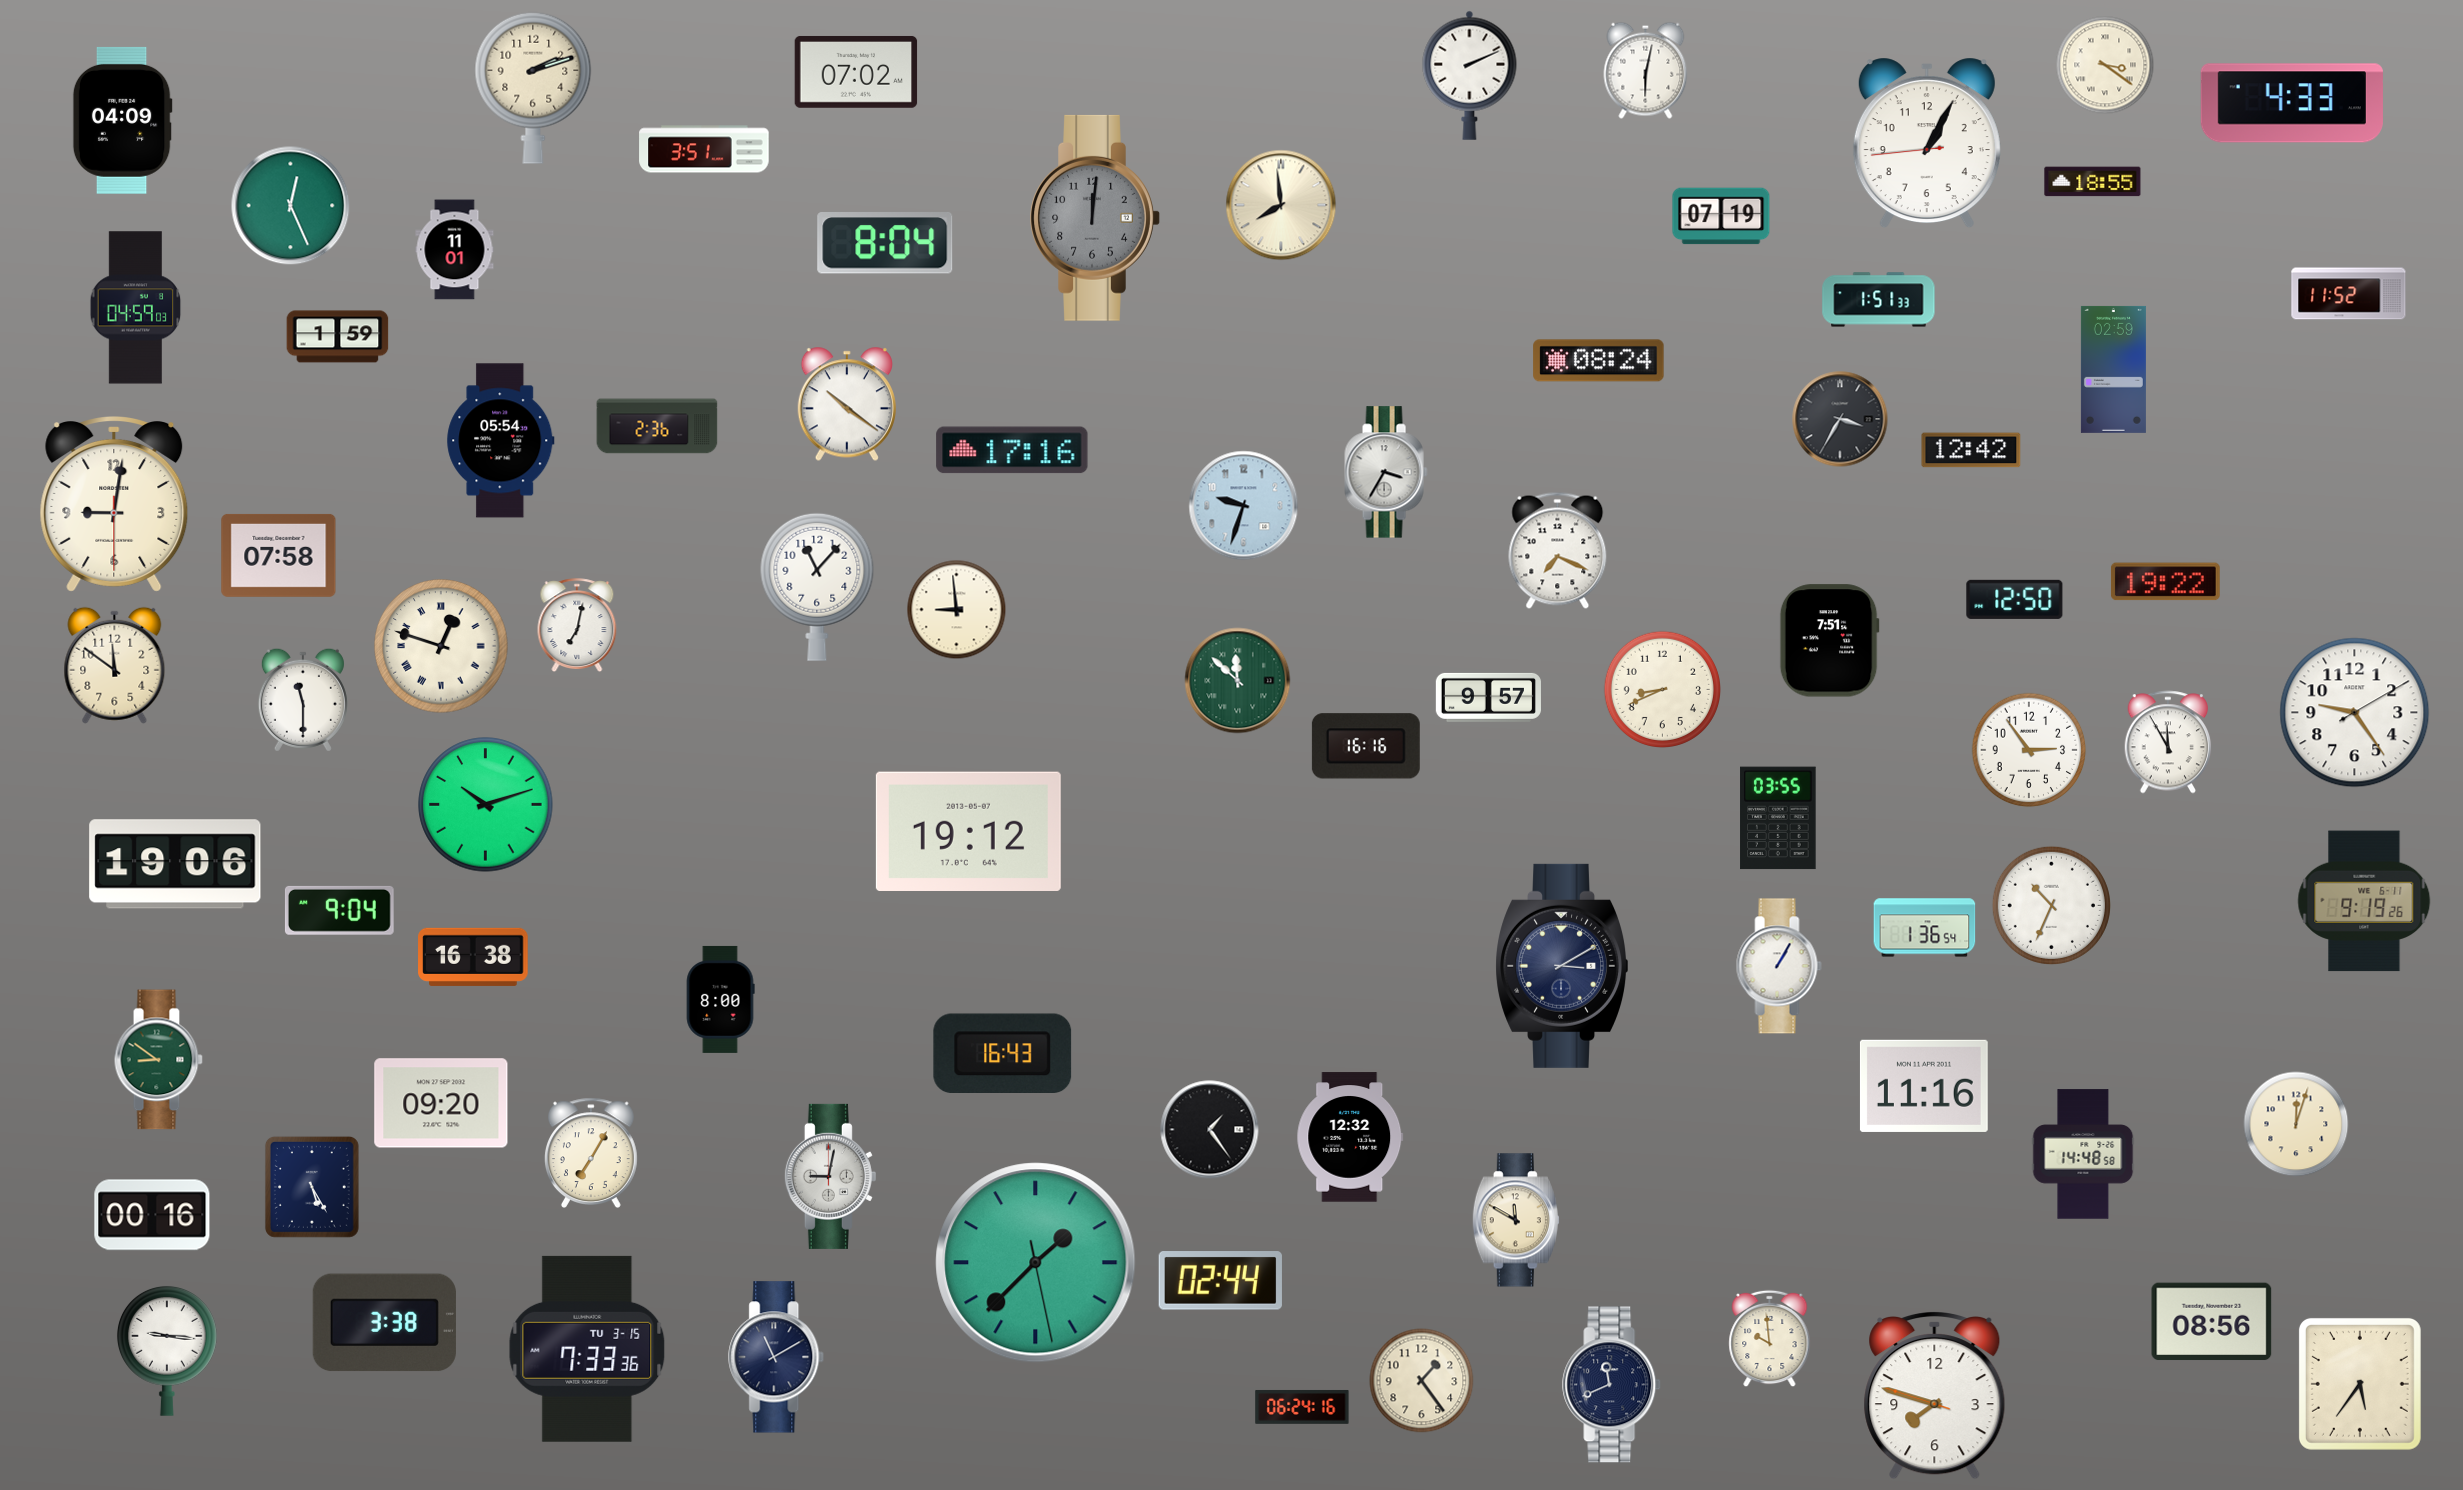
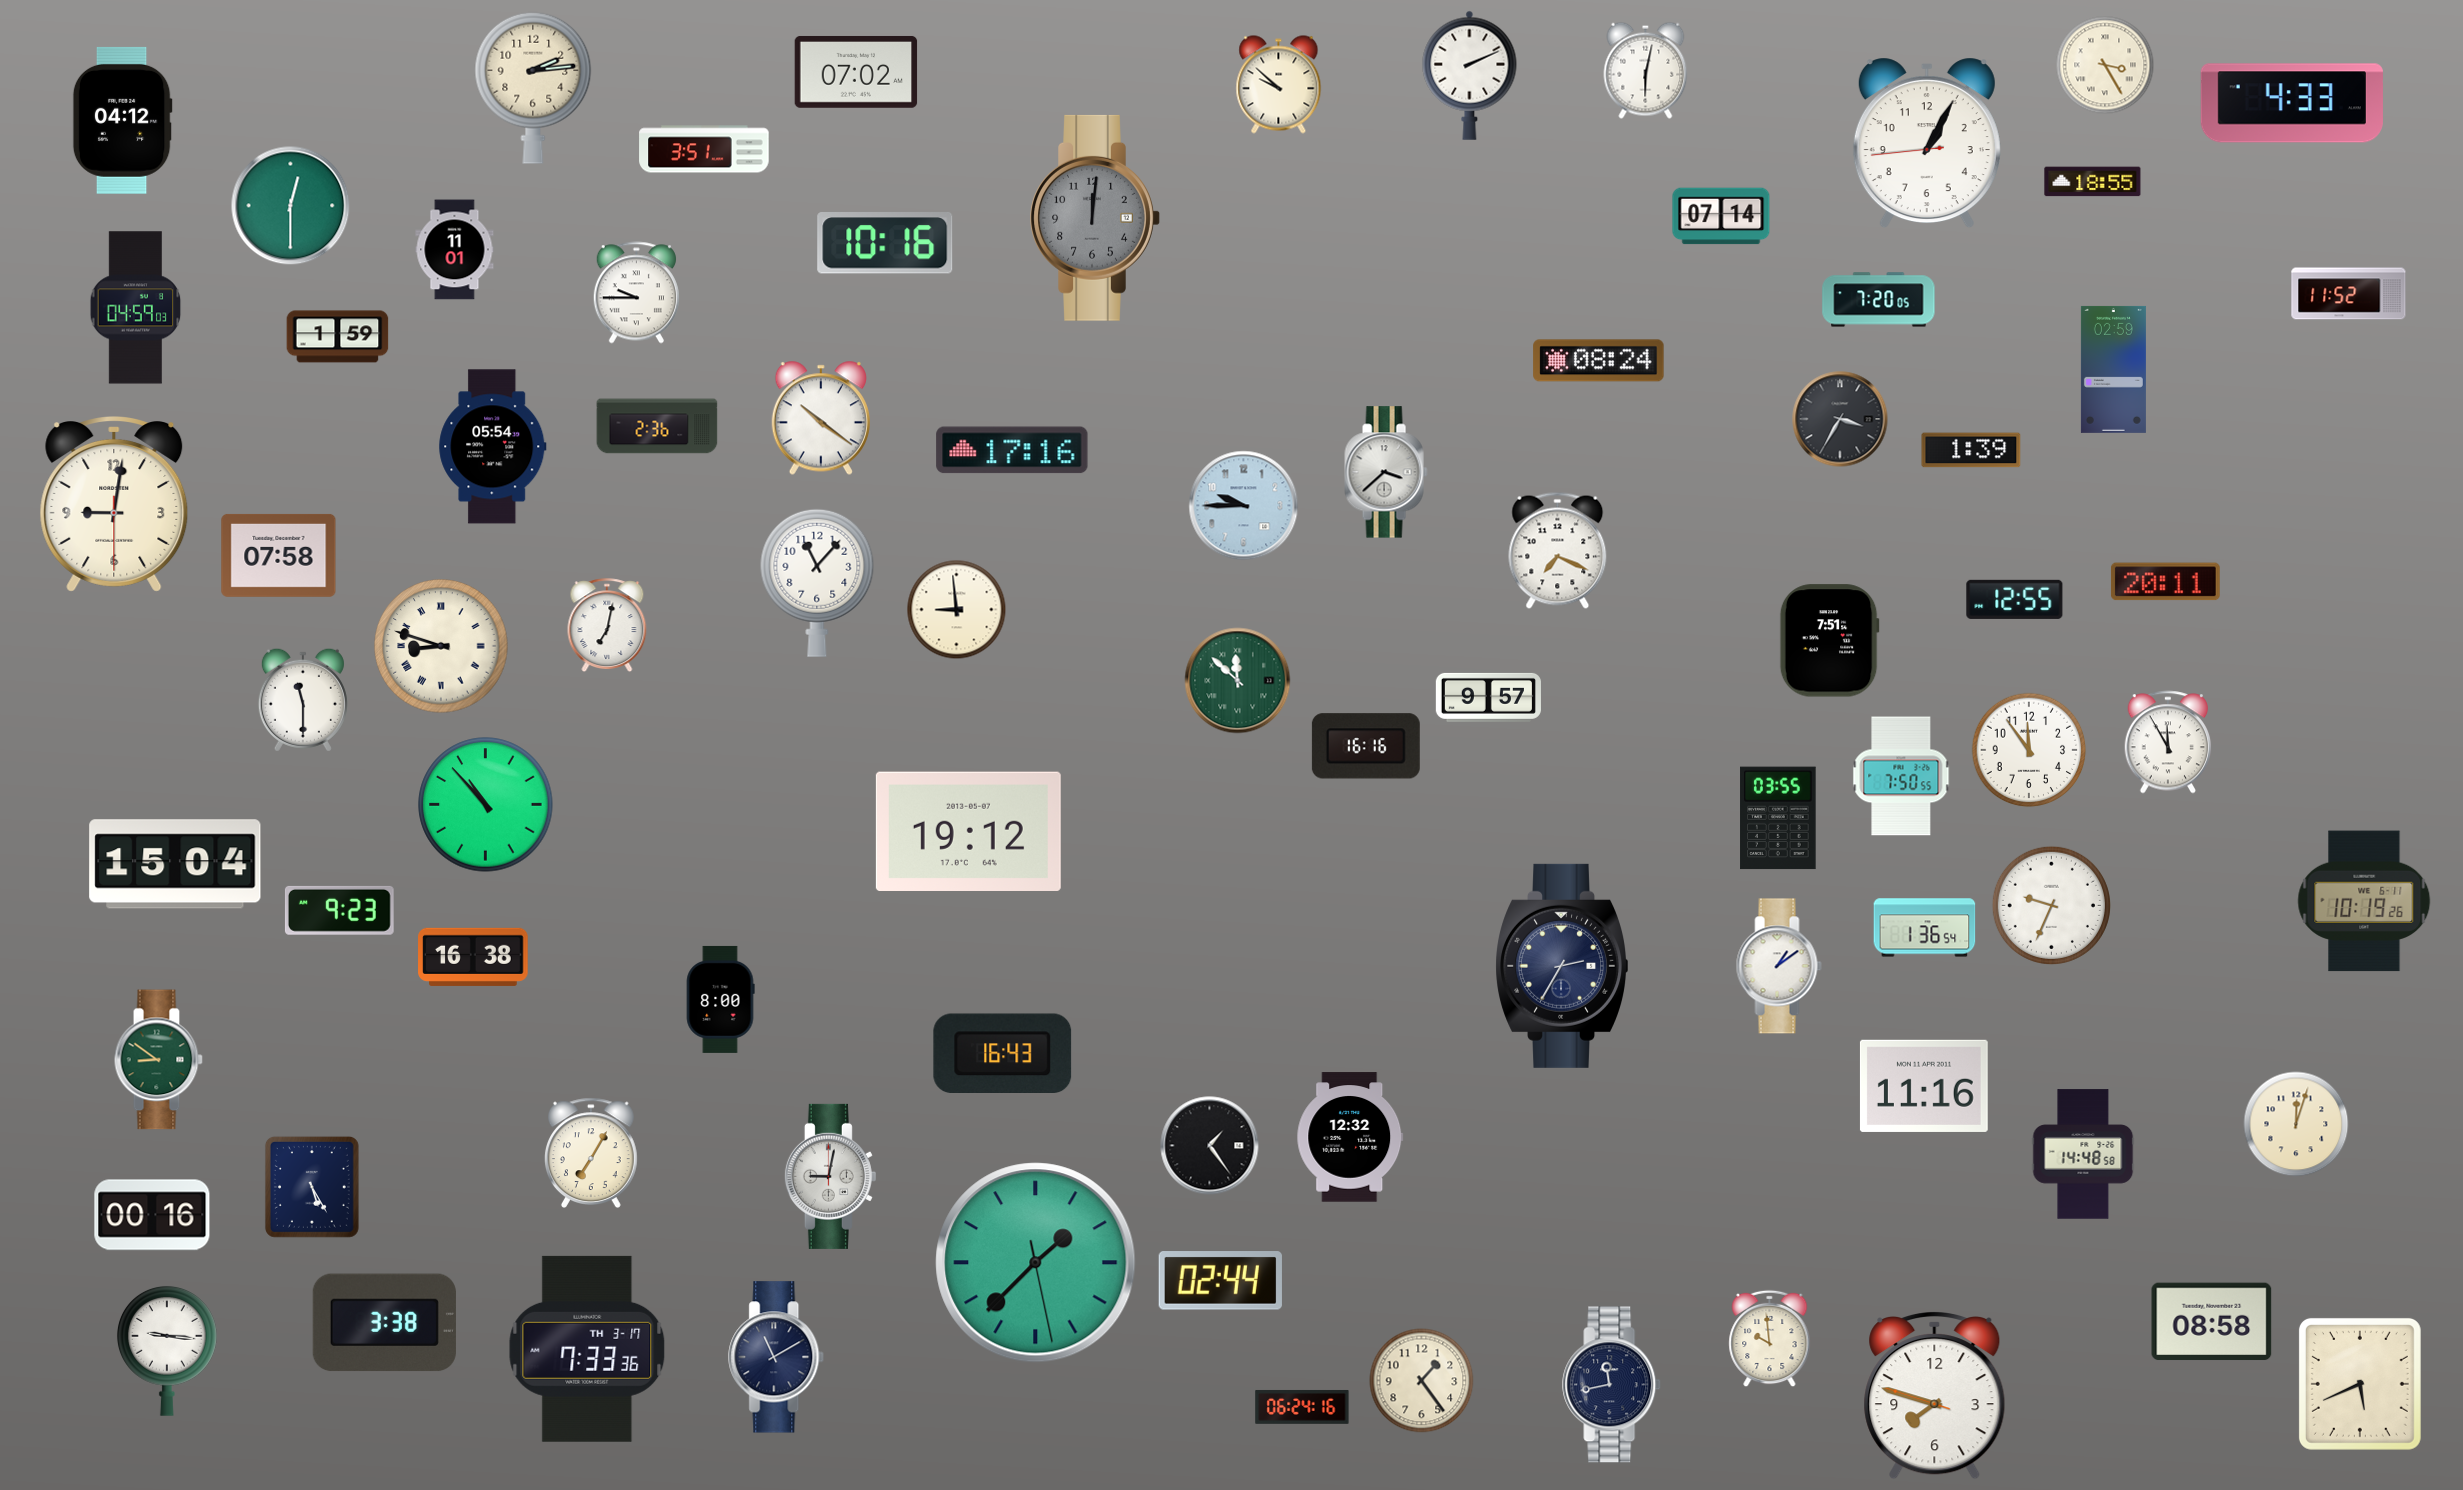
clock at (2105, 65): 3:21 -> 3:25
clock at (1279, 85): none -> 9:52
clock at (533, 88): 2:12 -> 2:14
clock at (122, 120): 04:09 -> 04:12
clock at (1281, 205): 7:59 -> none
clock at (291, 206): 12:26 -> 12:30
clock at (1721, 216): 07:19 -> 07:14
clock at (885, 243): 8:04 -> 10:16
clock at (636, 293): none -> 9:45
clock at (1879, 300): 1:51 -> 7:20
clock at (847, 404) position: (847, 404) -> (821, 418)
clock at (501, 441) position: (501, 441) -> (493, 447)
clock at (1971, 450): 12:42 -> 1:39
clock at (1386, 472): 3:35 -> 3:38
clock at (1244, 506): 9:33 -> 9:45
clock at (2165, 582): 19:22 -> 20:11
clock at (817, 587) position: (817, 587) -> (817, 583)
clock at (2015, 599): 12:50 -> 12:55
clock at (577, 626) position: (577, 626) -> (607, 626)
clock at (441, 646): 12:48 -> 8:48
clock at (115, 665): 11:51 -> none
clock at (1662, 689): 8:41 -> none
clock at (2355, 713): 9:24 -> none
clock at (2029, 750): 2:54 -> 11:54
clock at (1901, 776): none -> 7:50
clock at (486, 805): 10:12 -> 10:53
clock at (175, 864): 19:06 -> 15:04
clock at (2364, 901): 9:19 -> 10:19
clock at (2051, 905): 10:34 -> 9:34
clock at (339, 910): 9:04 -> 9:23
clock at (1561, 966): 3:10 -> 2:35
clock at (1779, 966): 1:05 -> 1:09
clock at (441, 1103): 09:20 -> none
clock at (1210, 1130) position: (1210, 1130) -> (1210, 1146)
clock at (1516, 1220): 11:50 -> none
clock at (2212, 1322): 08:56 -> 08:58
clock at (587, 1349) date: TU 3-15 -> TH 3-17
clock at (2360, 1384): 5:36 -> 5:41
clock at (1612, 1385): 11:41 -> 11:43
